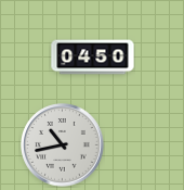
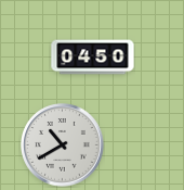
clock at (63, 145): 10:43 -> 10:40
